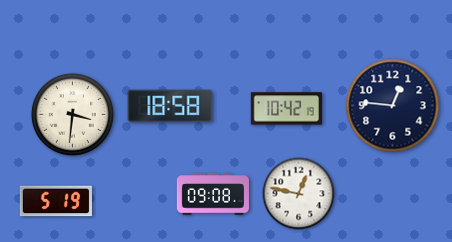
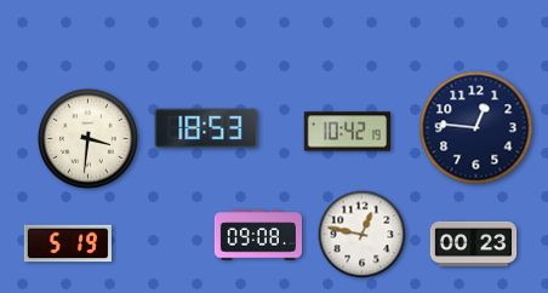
clock at (170, 106): 18:58 -> 18:53
clock at (474, 243): none -> 00:23
